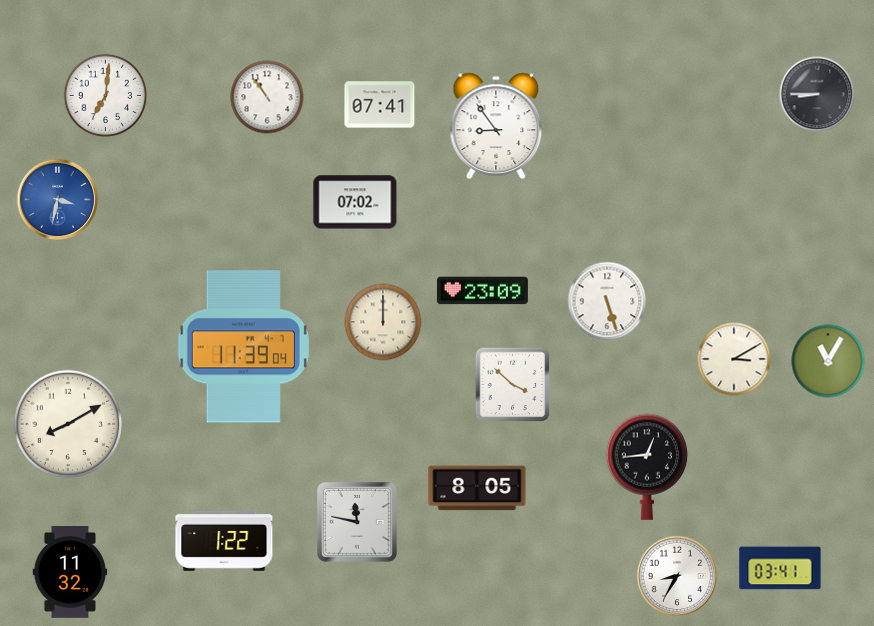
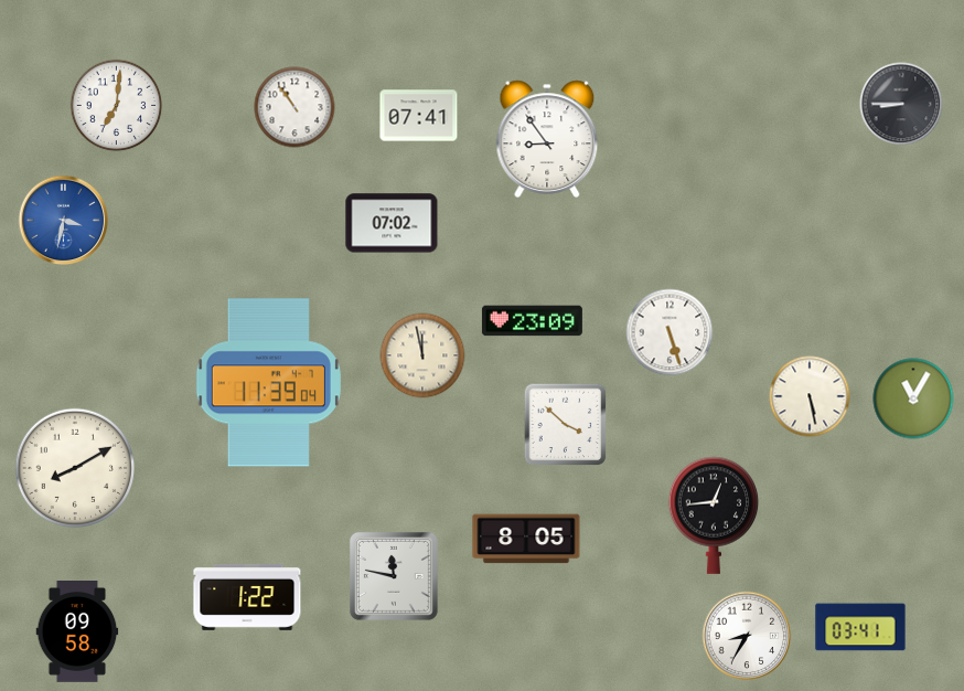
clock at (383, 322): 12:00 -> 11:58
clock at (734, 359): 3:10 -> 5:28
clock at (70, 573): 11:32 -> 09:58
